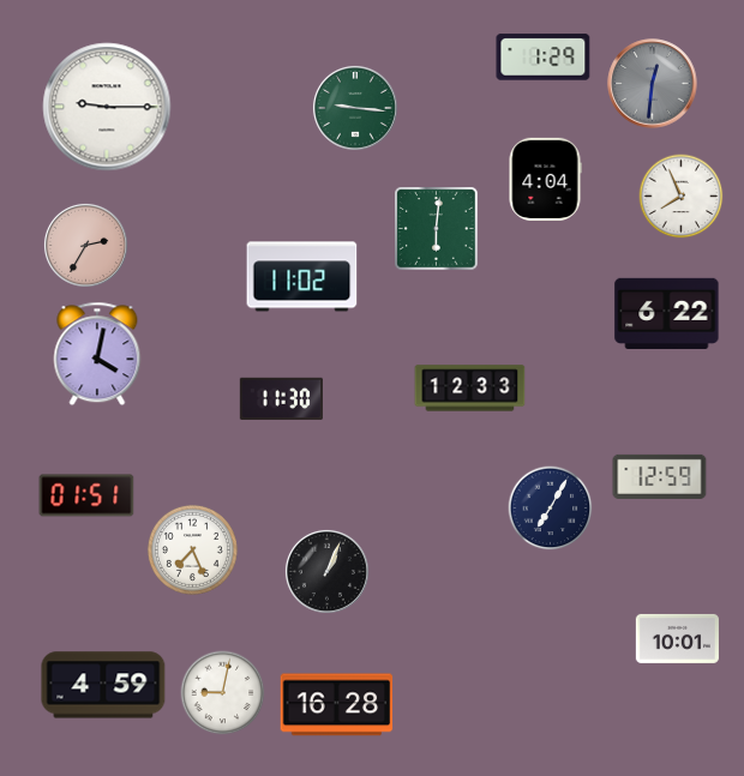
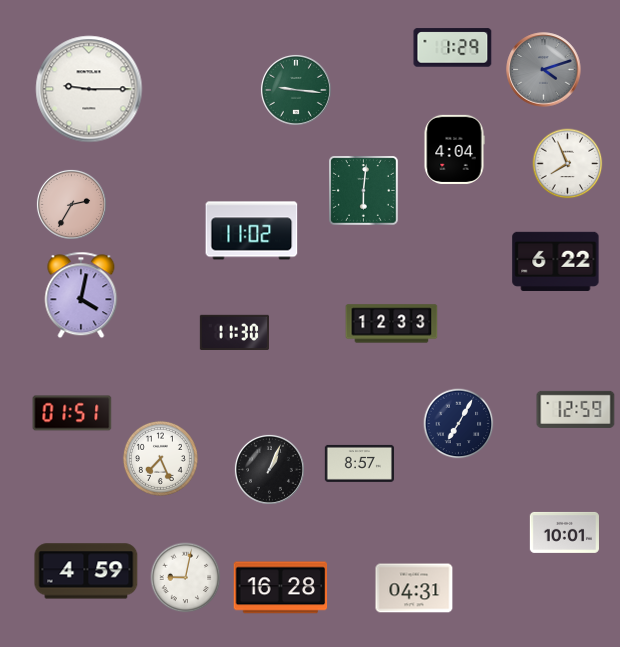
clock at (653, 84): 12:31 -> 4:12
clock at (660, 476) position: (660, 476) -> (576, 409)
clock at (359, 463): none -> 8:57
clock at (326, 571) position: (326, 571) -> (269, 469)
clock at (414, 588): none -> 04:31
